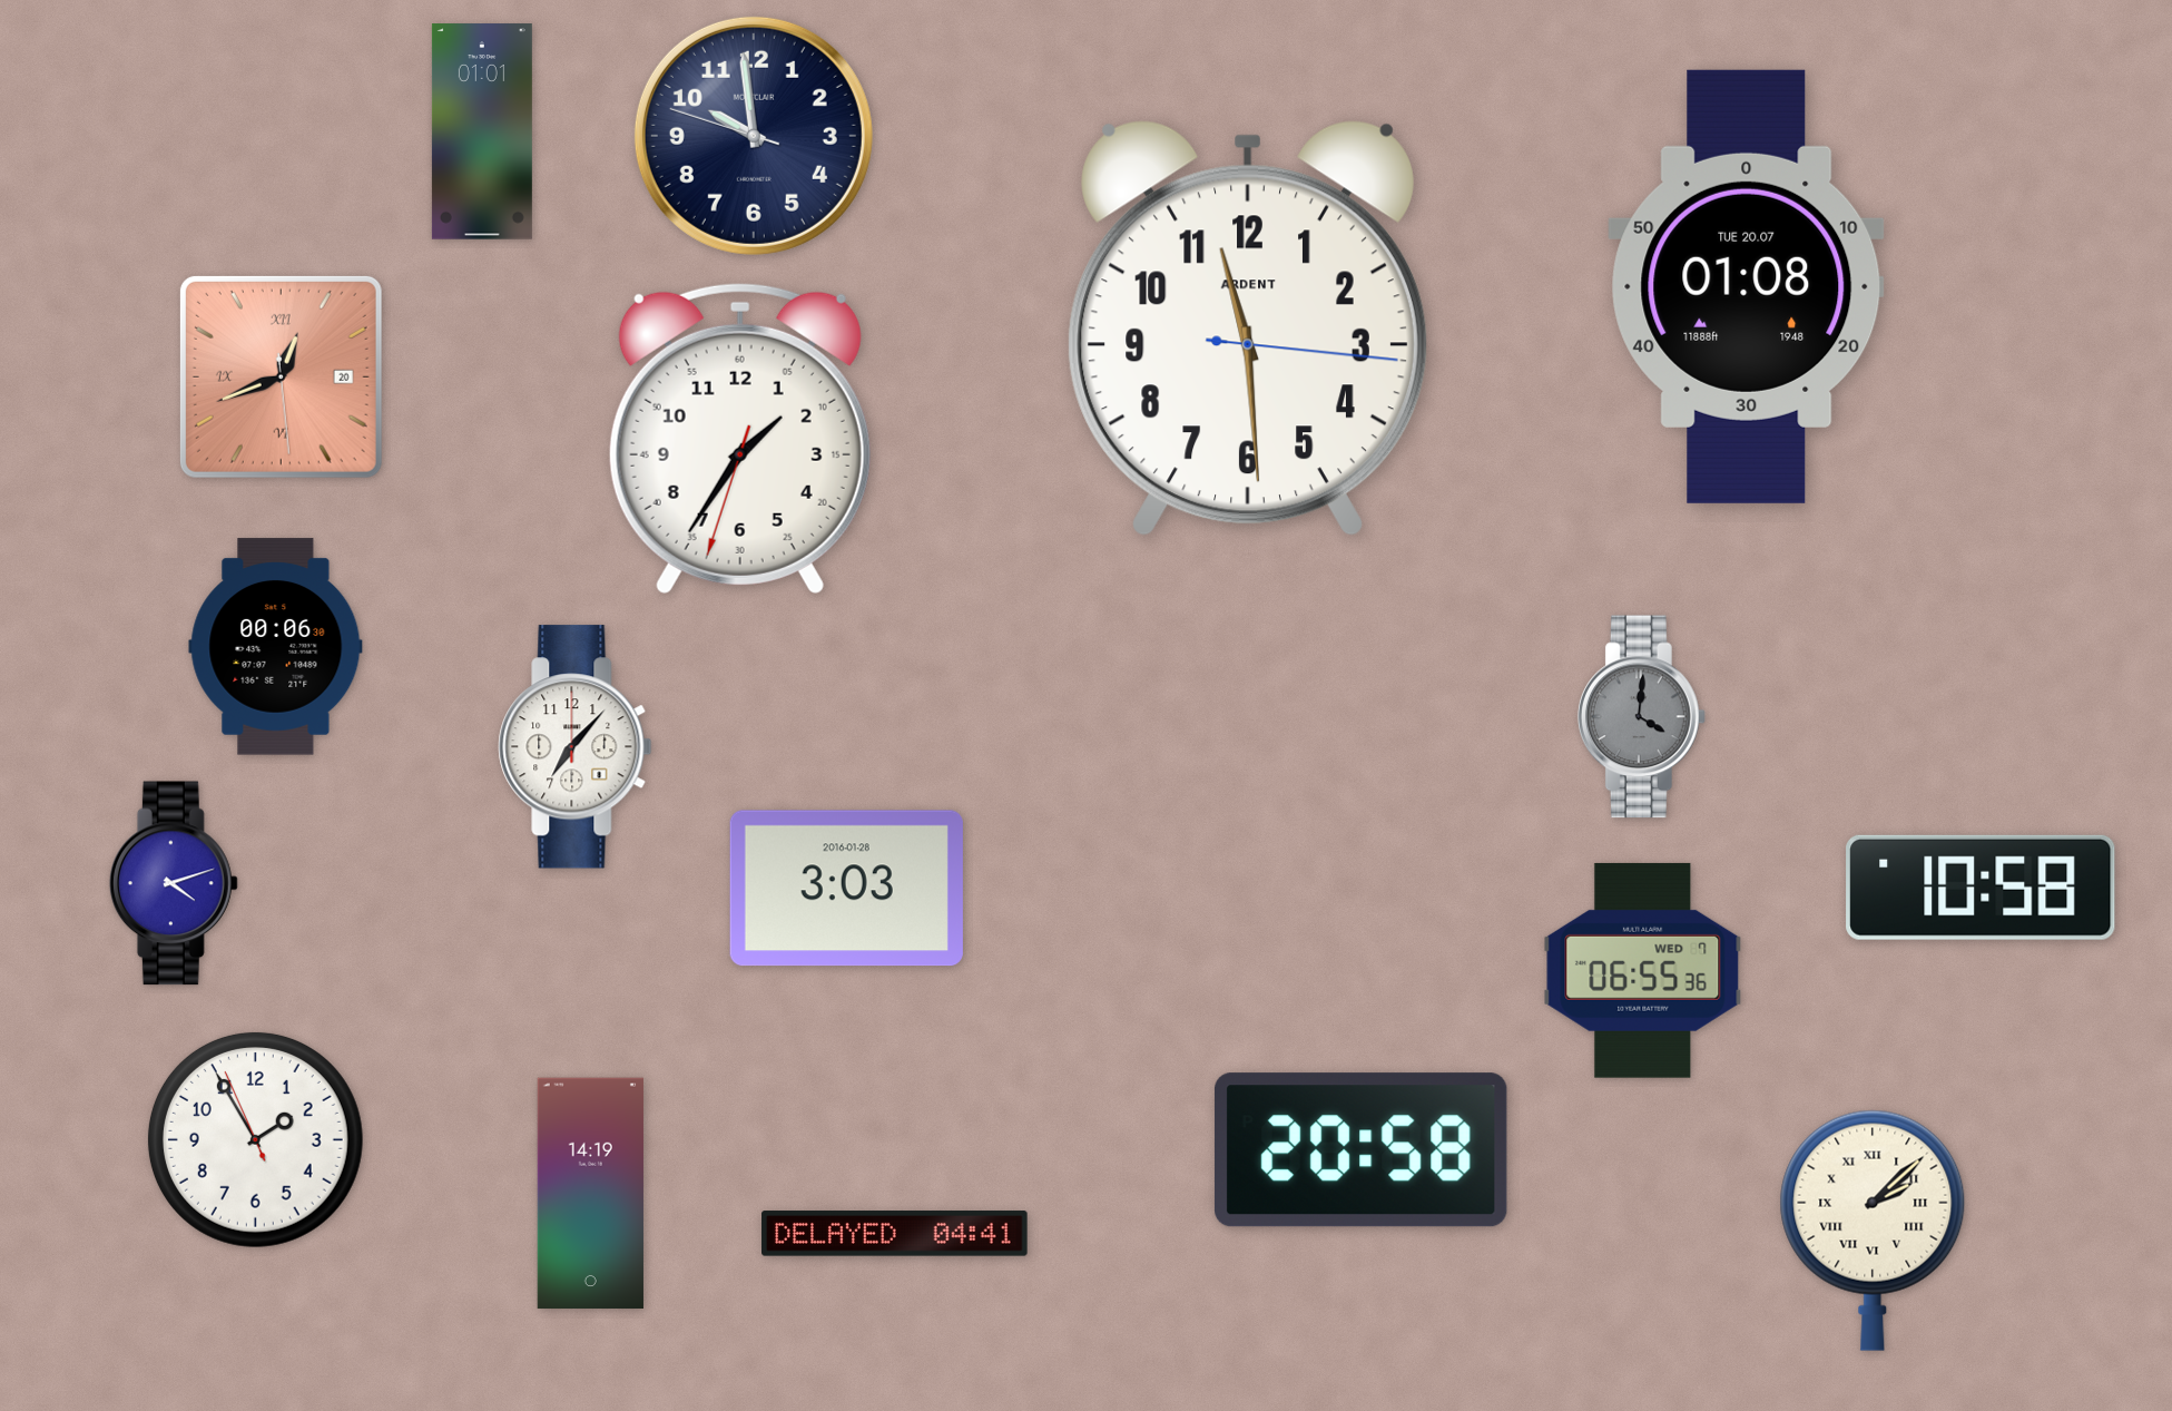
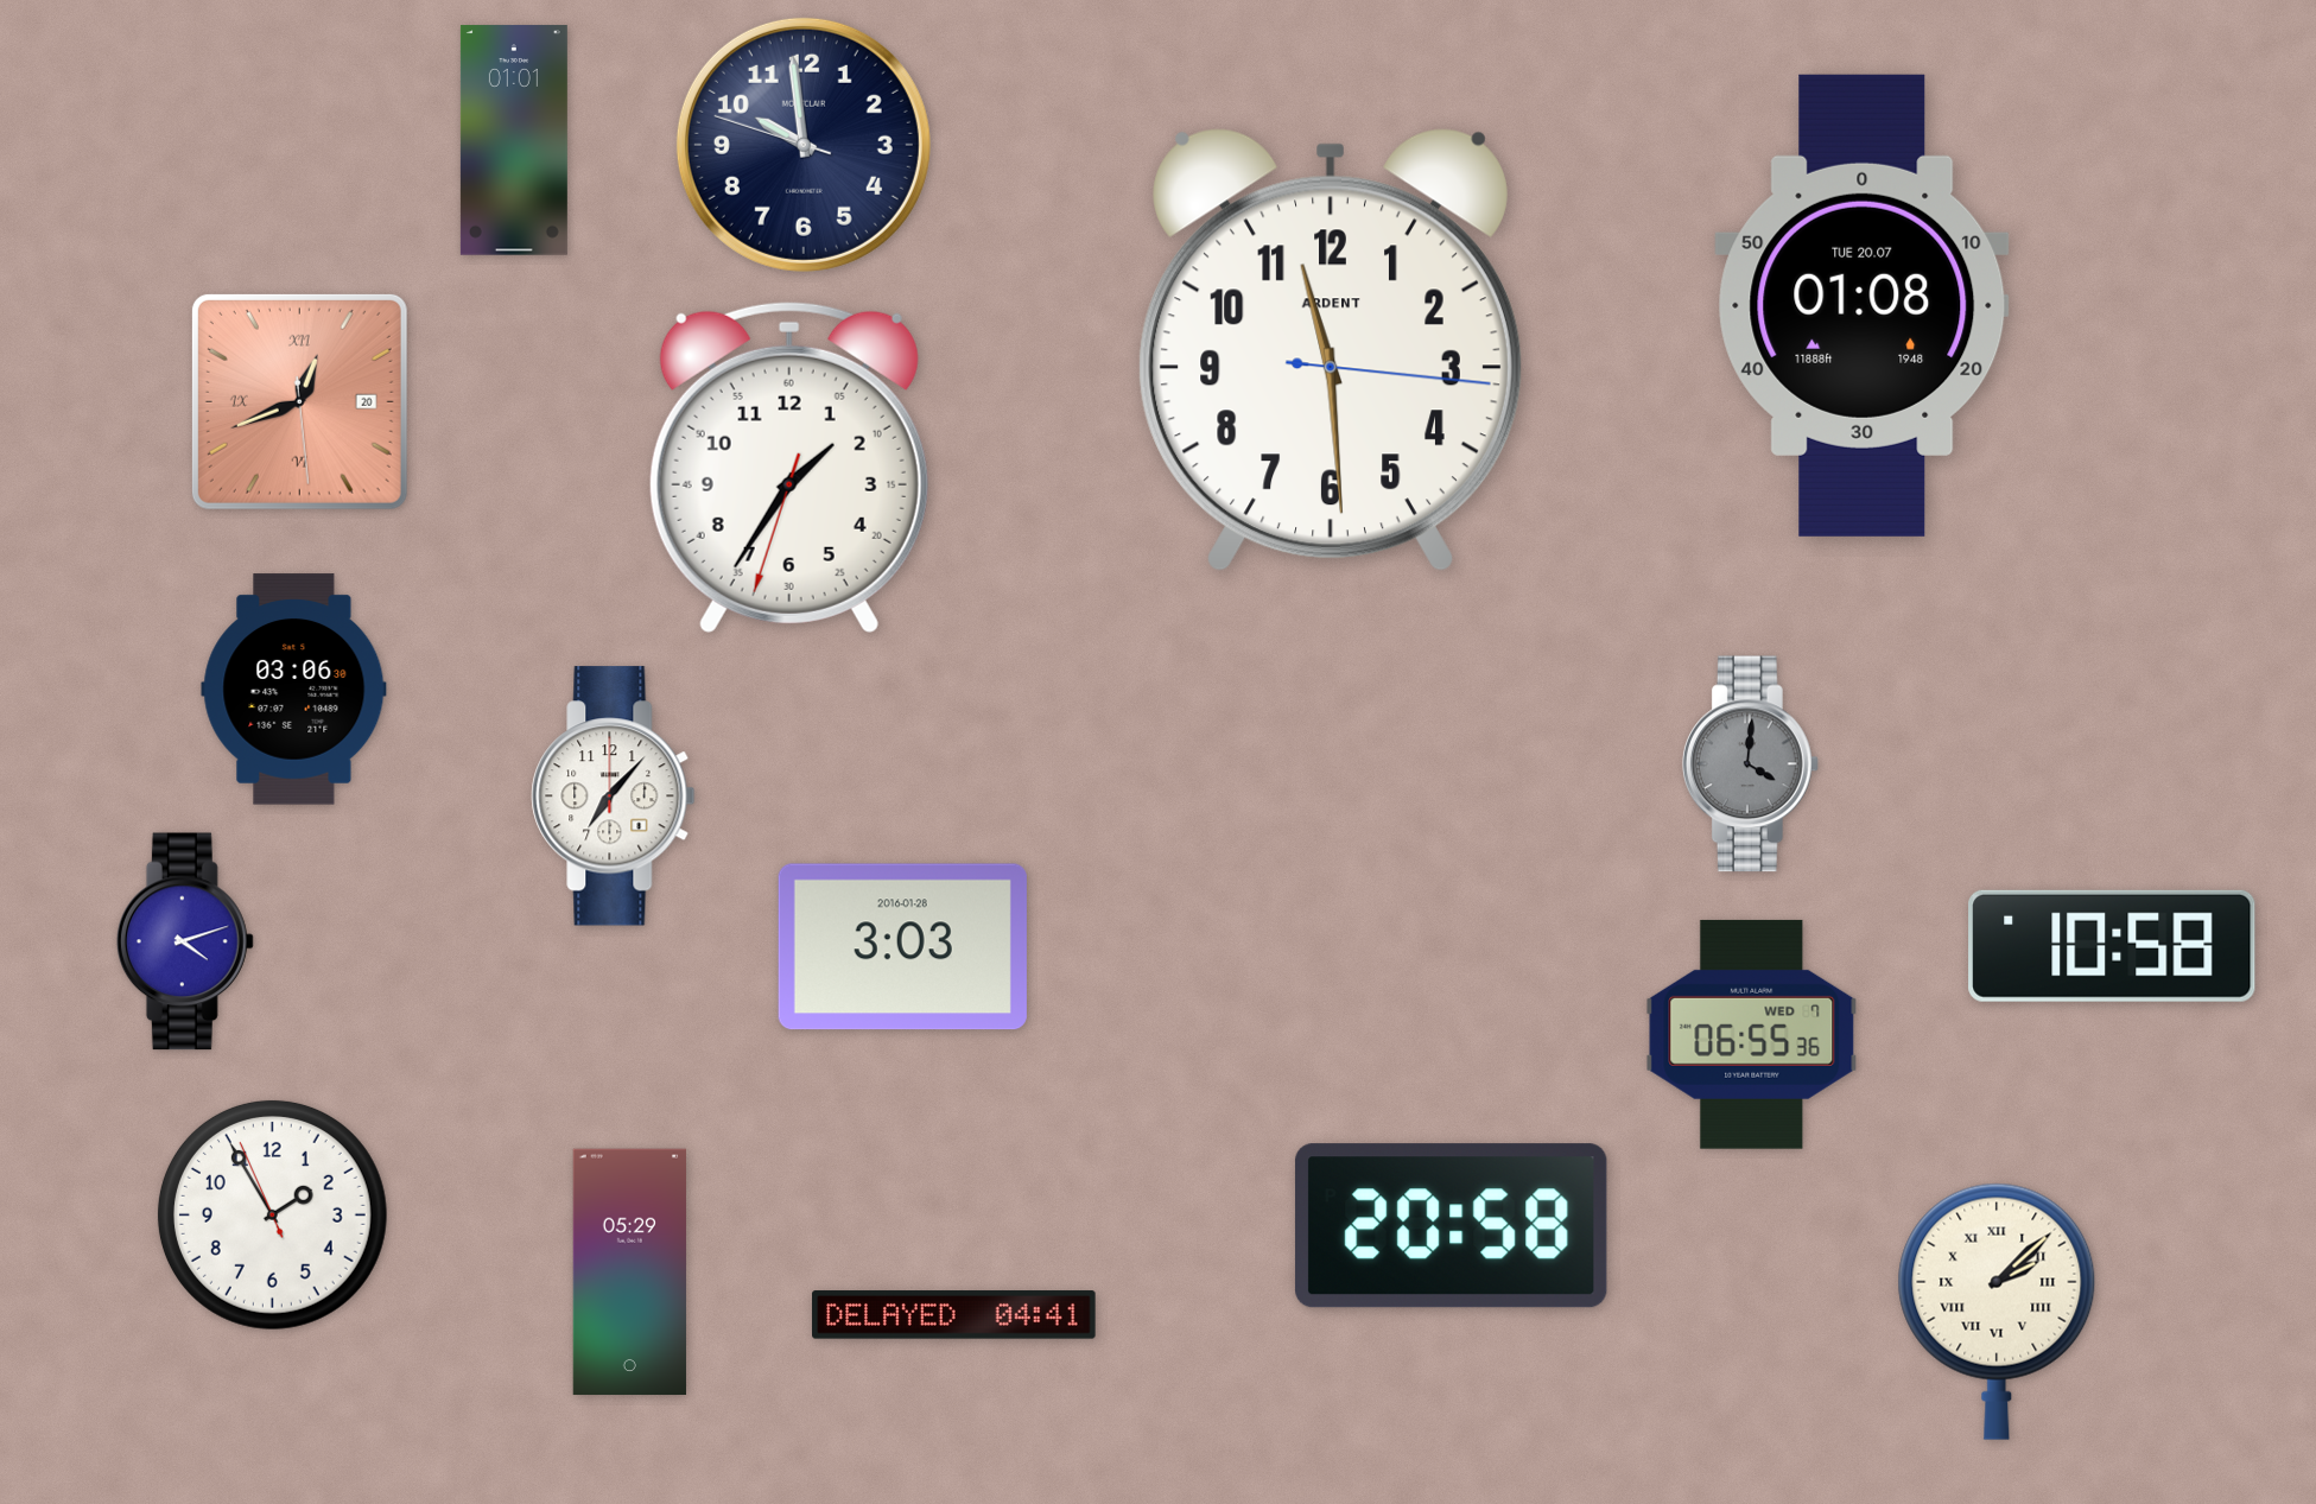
clock at (276, 647): 00:06 -> 03:06
clock at (590, 1194): 14:19 -> 05:29
